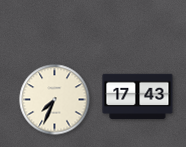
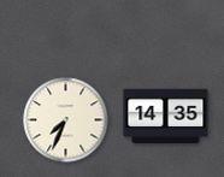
clock at (138, 97): 17:43 -> 14:35
